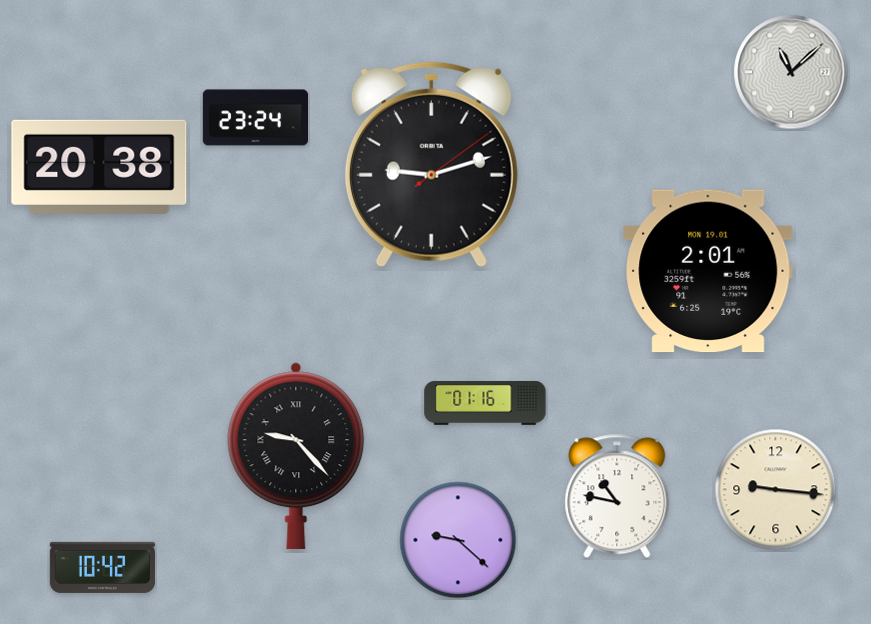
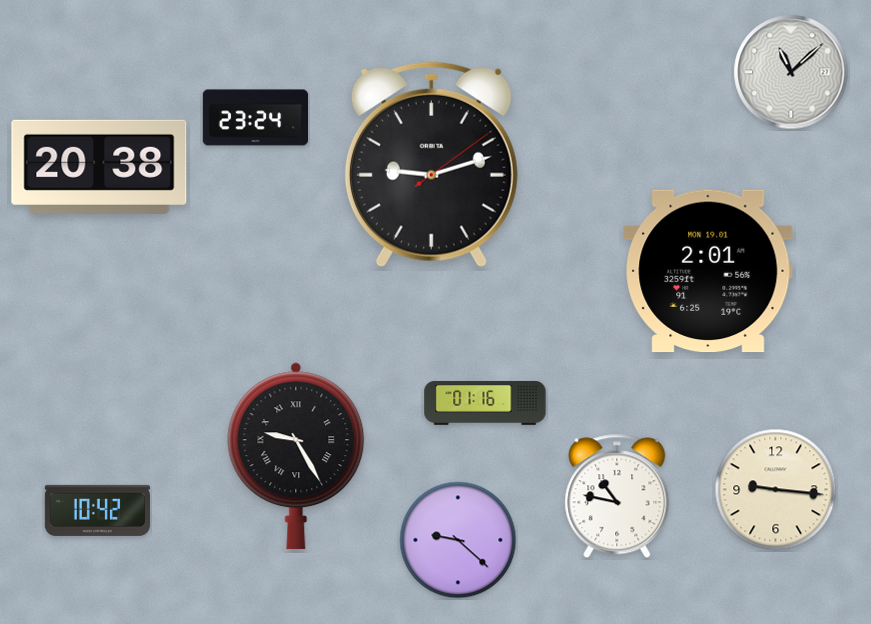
clock at (296, 456): 9:23 -> 9:25
clock at (102, 567) position: (102, 567) -> (97, 510)
